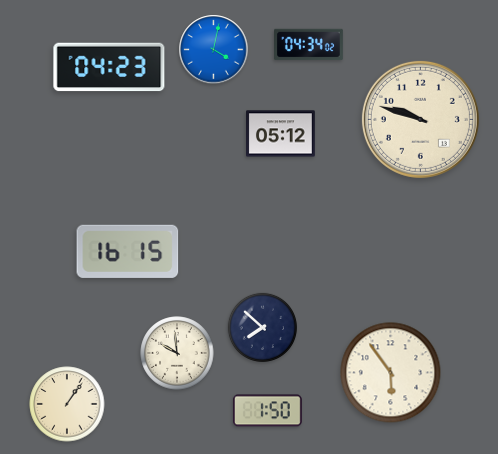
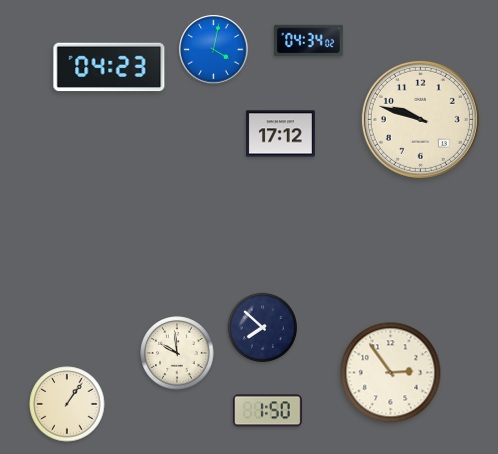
clock at (309, 45) position: (309, 45) -> (309, 41)
clock at (281, 134): 05:12 -> 17:12
clock at (128, 251): 16:15 -> none
clock at (391, 373): 5:54 -> 2:54
